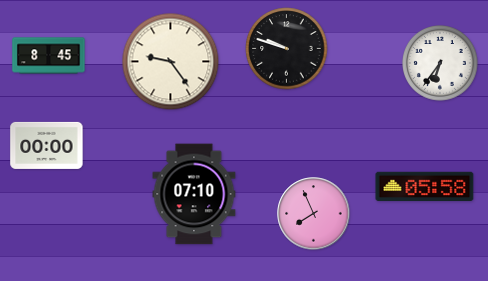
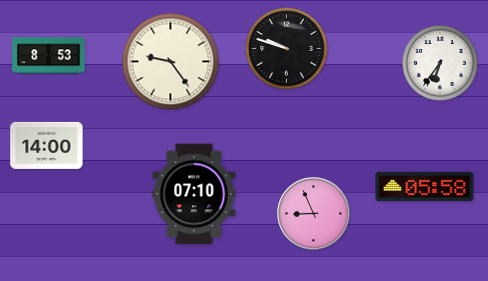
clock at (49, 56): 8:45 -> 8:53
clock at (47, 145): 00:00 -> 14:00
clock at (314, 214): 7:56 -> 8:56
